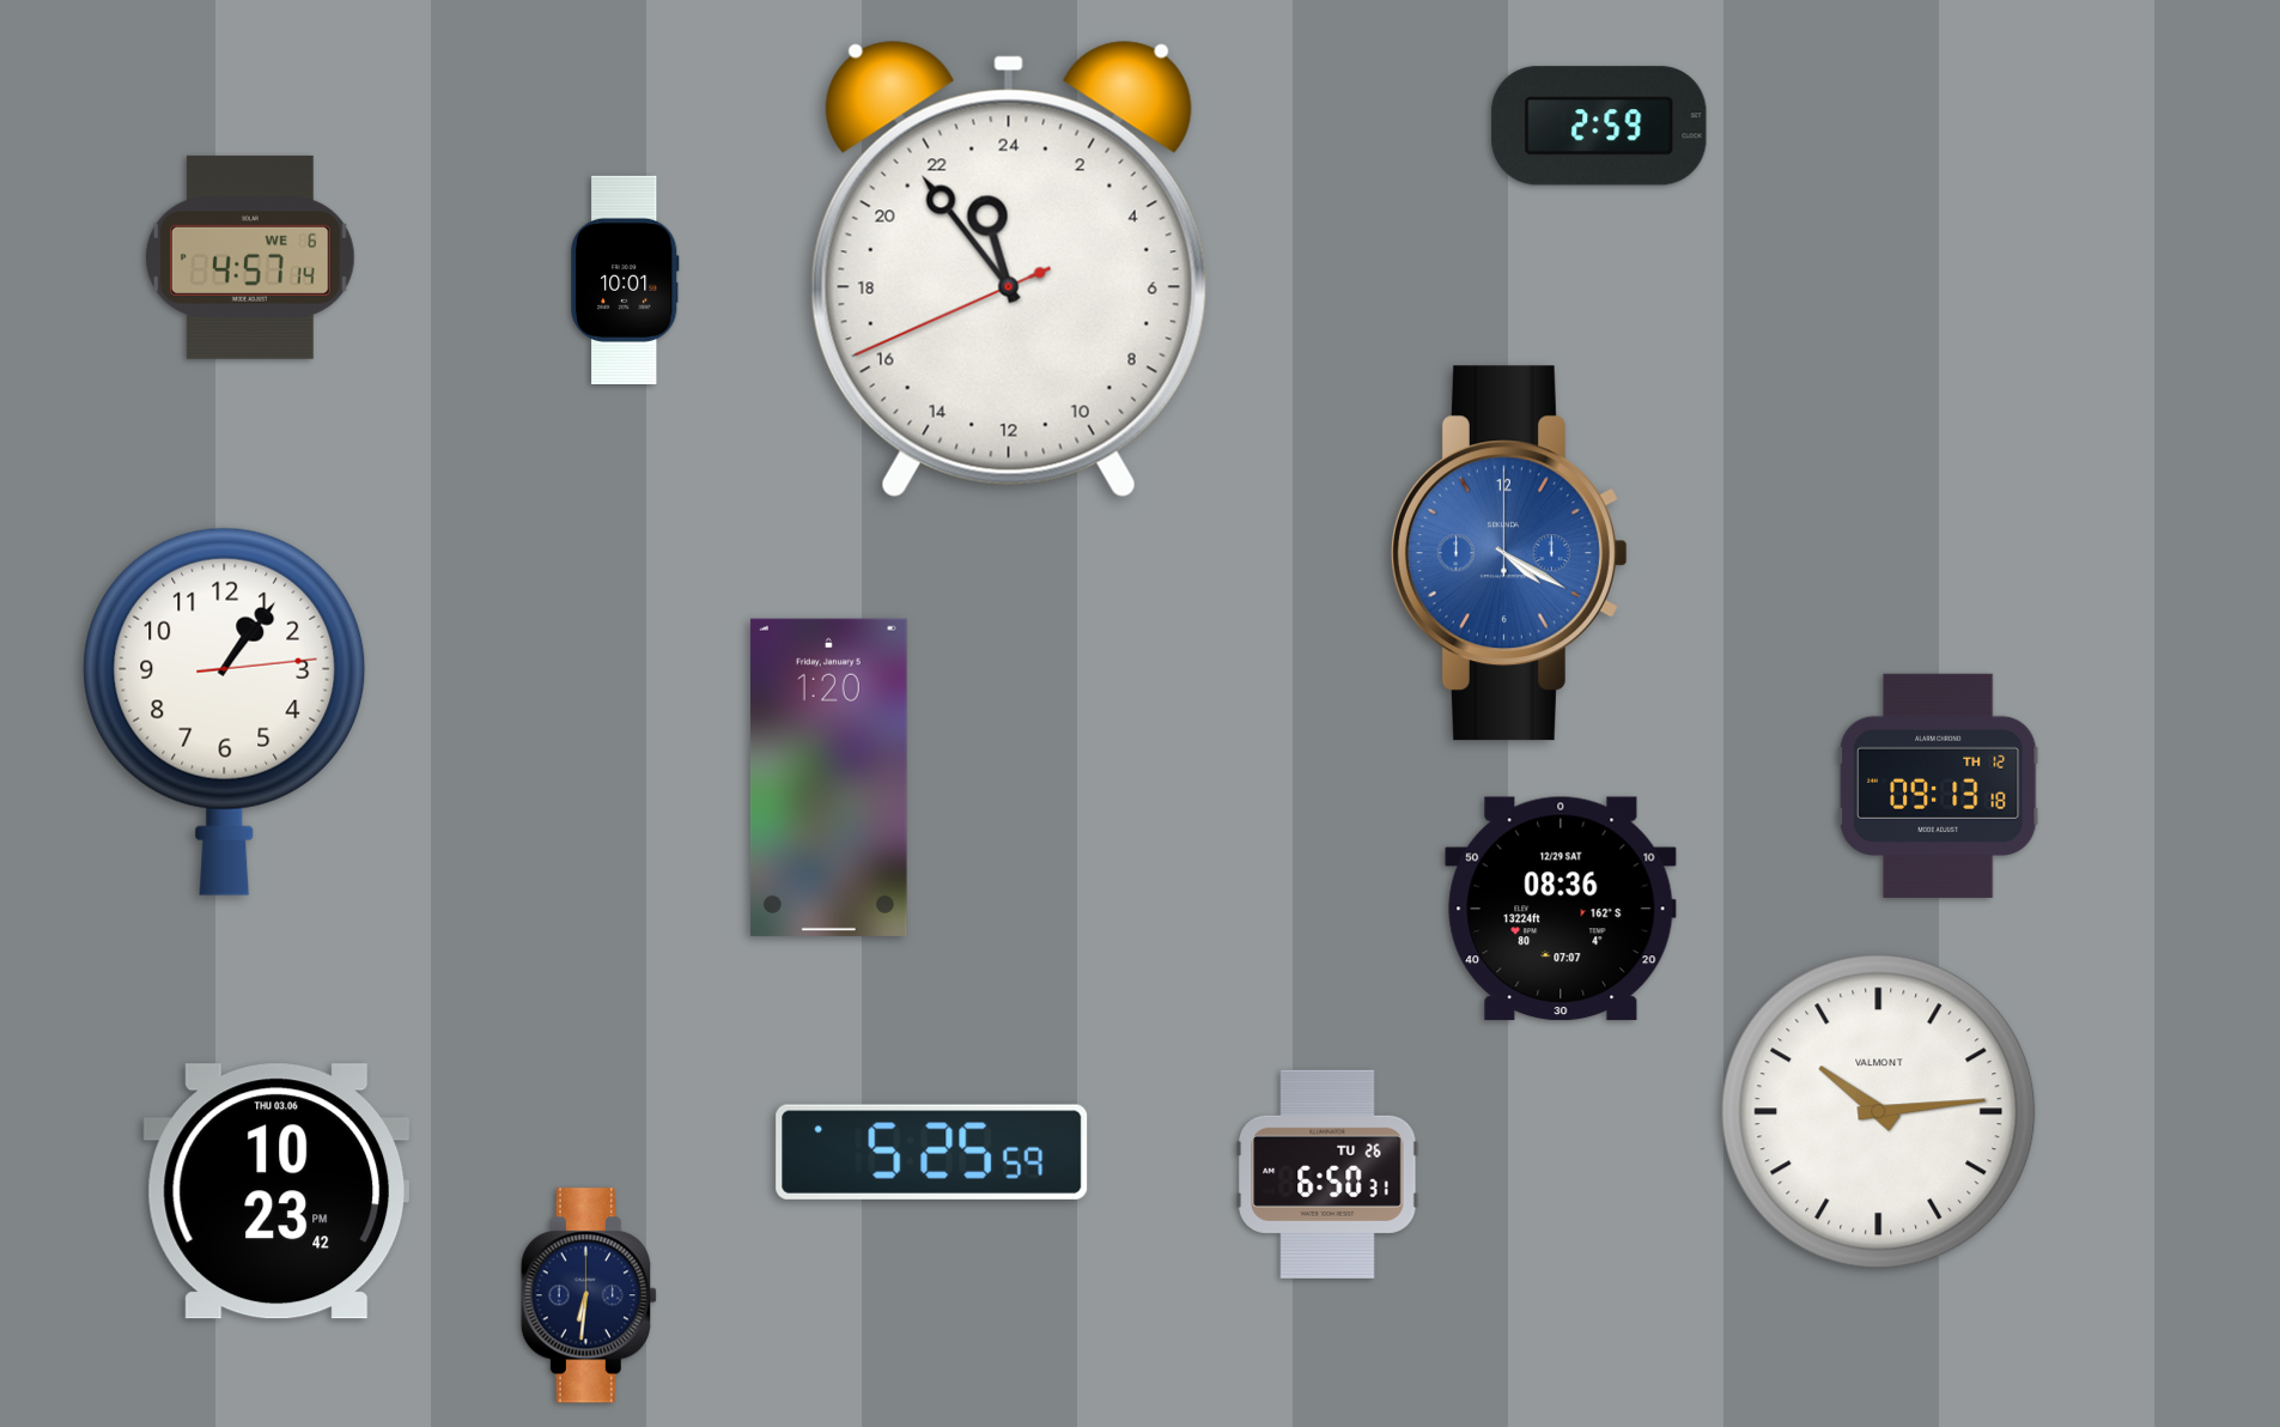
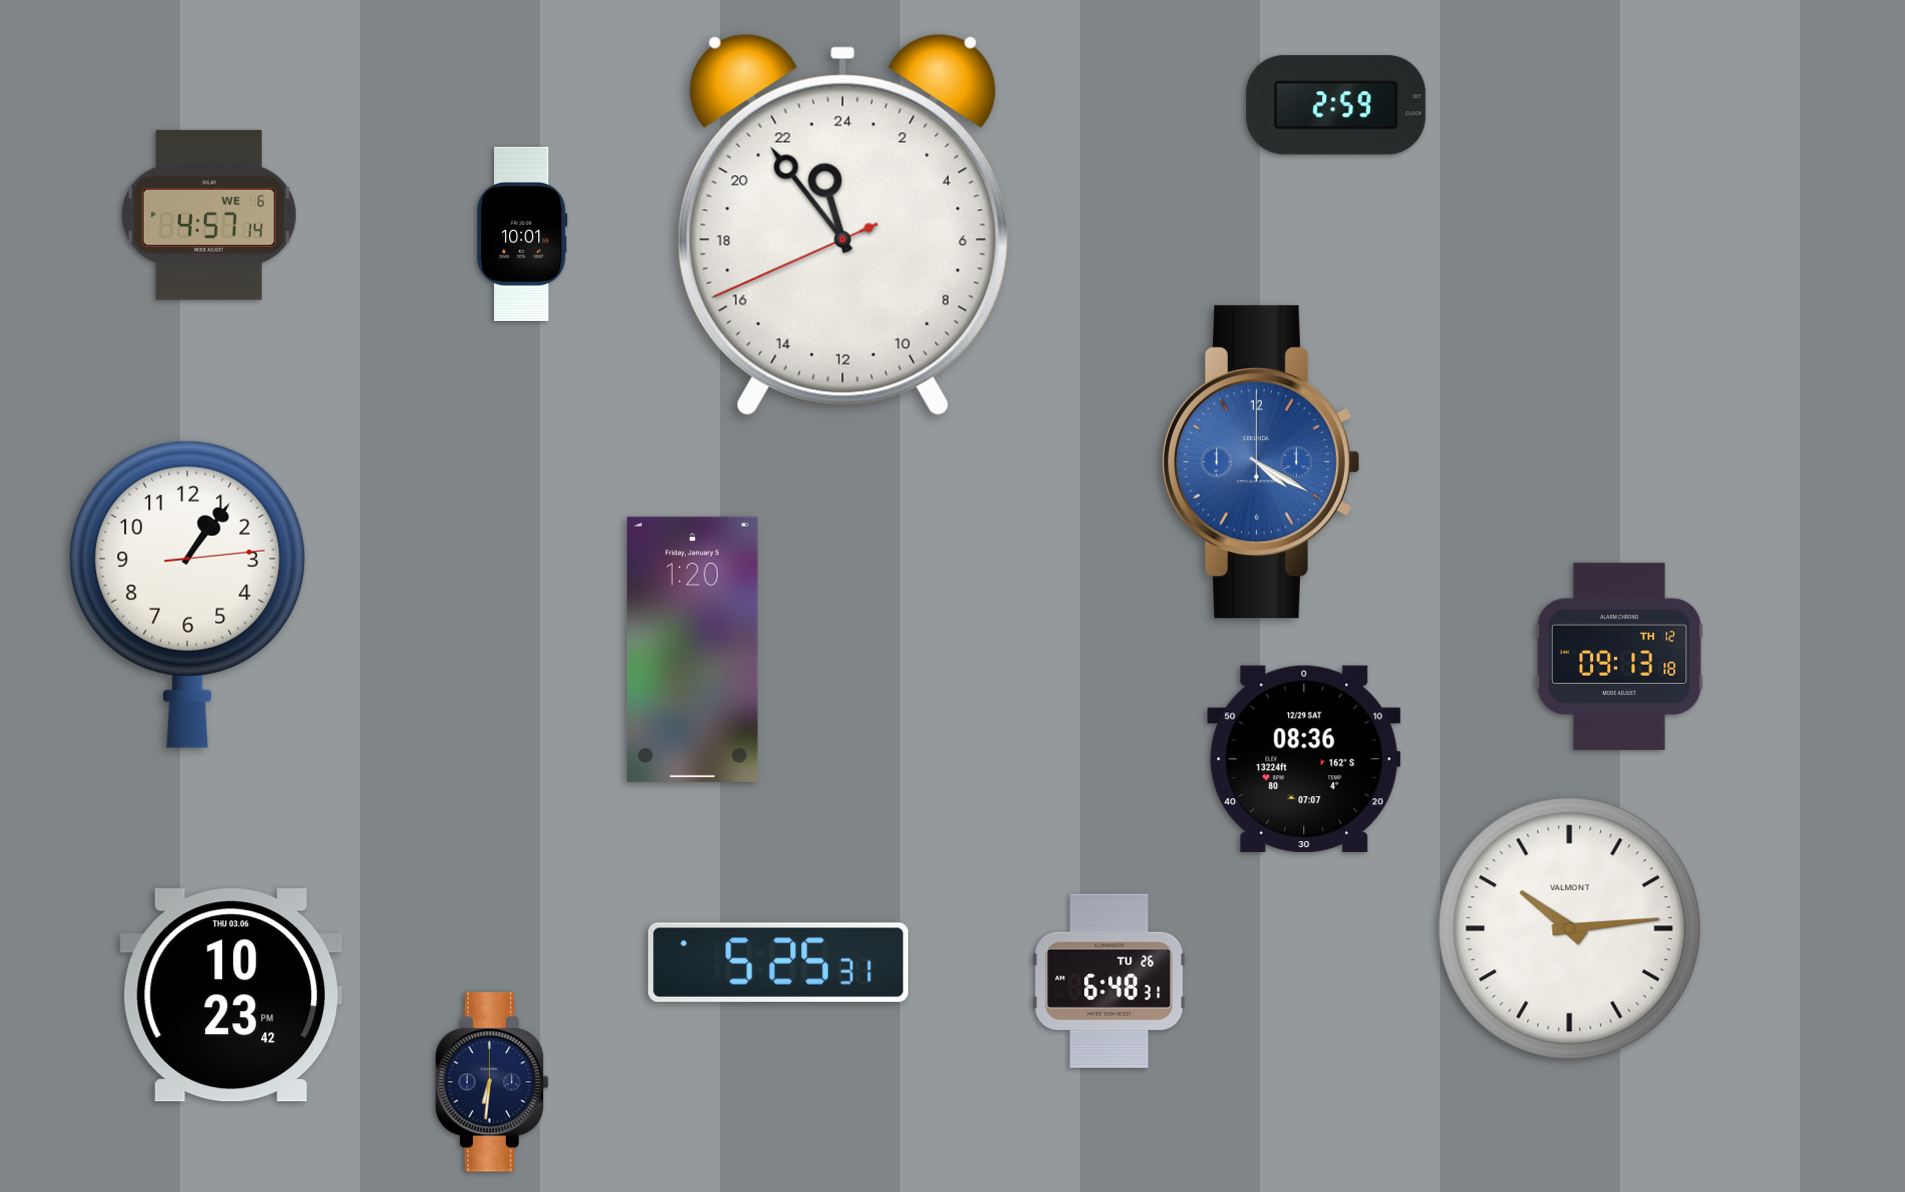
clock at (932, 1152): 5:25:59 -> 5:25:31
clock at (1327, 1174): 6:50 -> 6:48
